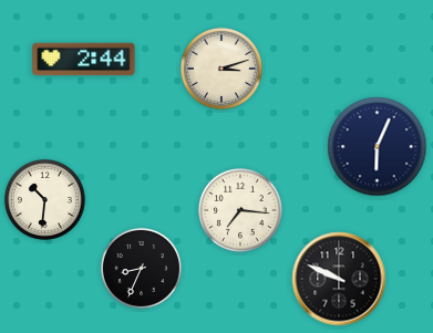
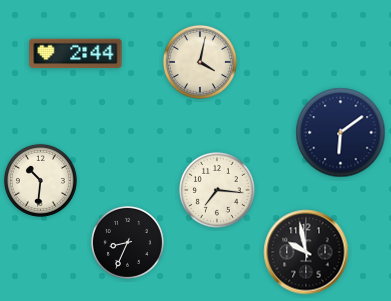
clock at (221, 69): 3:12 -> 4:02
clock at (378, 147): 6:04 -> 6:09
clock at (339, 279): 9:49 -> 9:58
